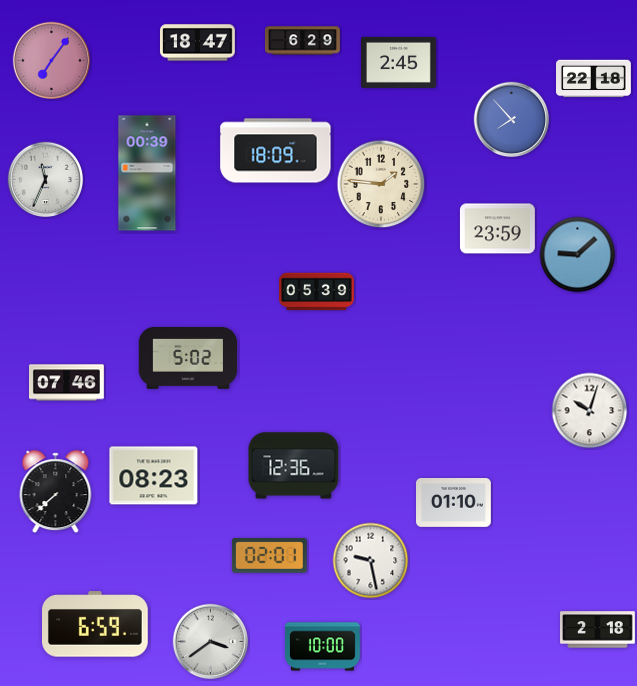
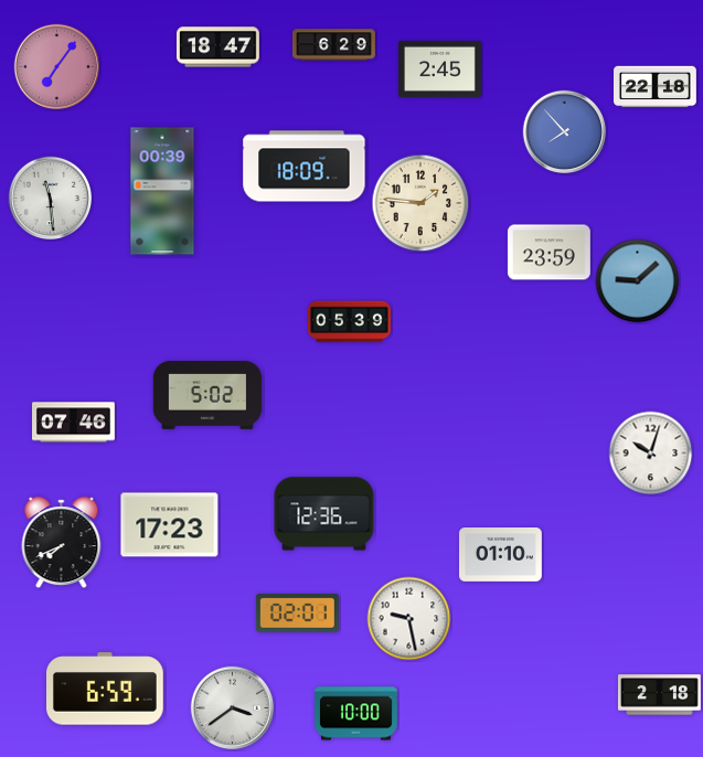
clock at (46, 180): 11:34 -> 11:29
clock at (154, 476): 08:23 -> 17:23
clock at (56, 492): 7:38 -> 7:41
